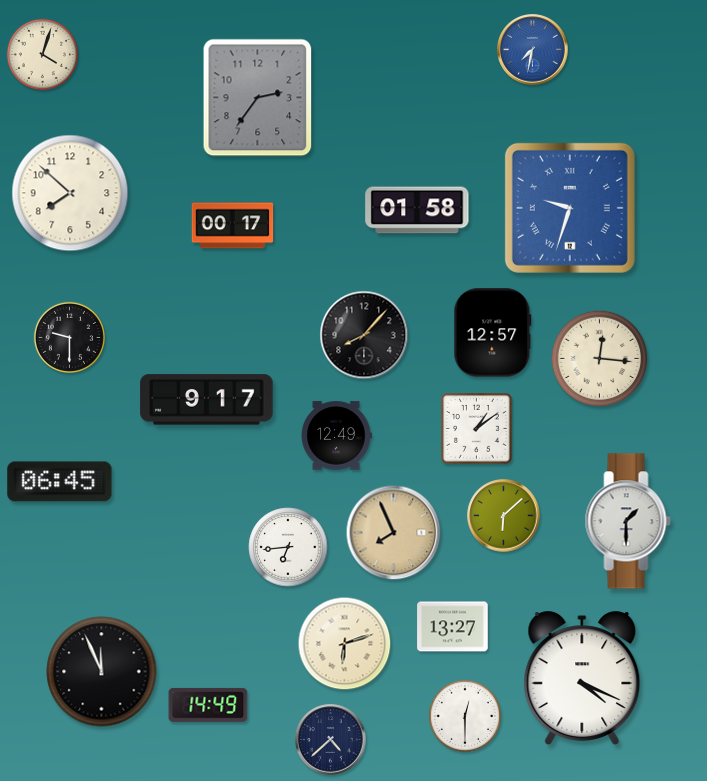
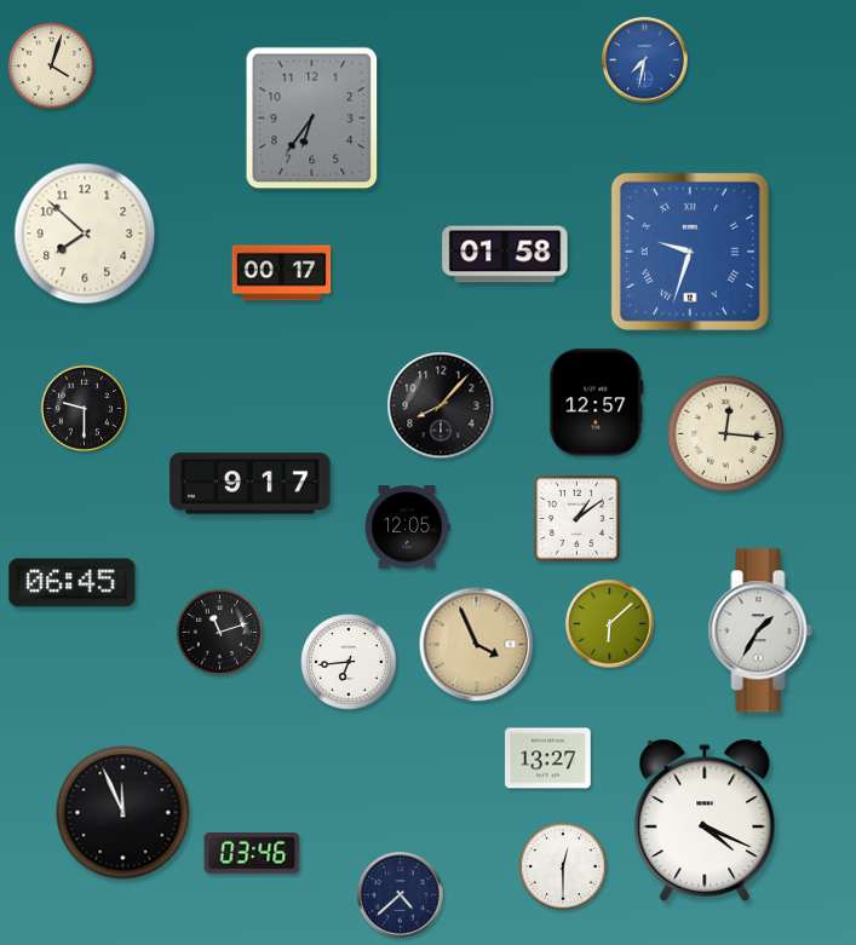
clock at (258, 98): 2:36 -> 6:36
clock at (336, 436): 12:49 -> 12:05
clock at (628, 521): 1:30 -> 1:35
clock at (219, 632): none -> 11:12
clock at (394, 533): 7:56 -> 3:56
clock at (345, 644): 6:12 -> none
clock at (208, 705): 14:49 -> 03:46
